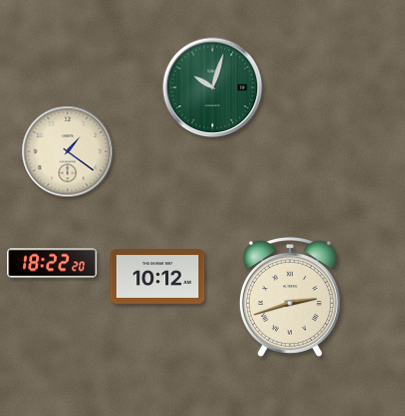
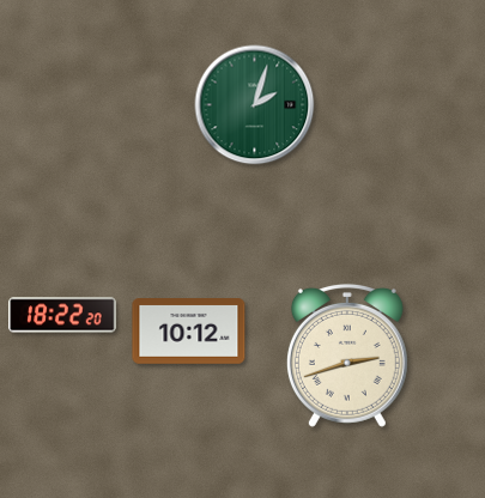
clock at (213, 88): 10:03 -> 2:03
clock at (68, 152): 1:21 -> none
